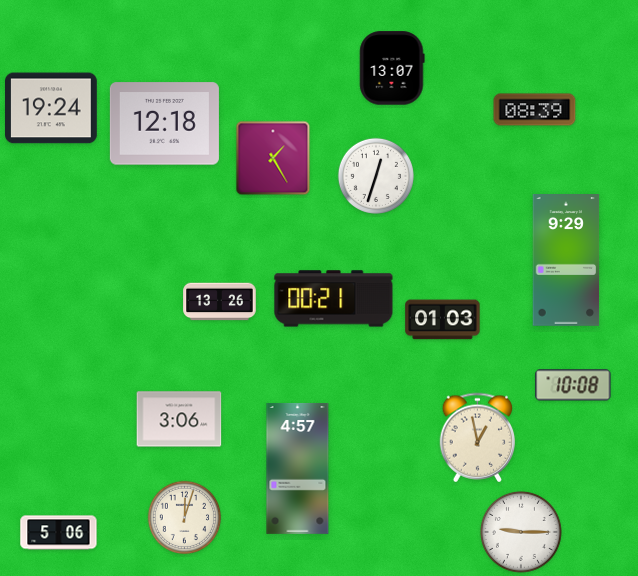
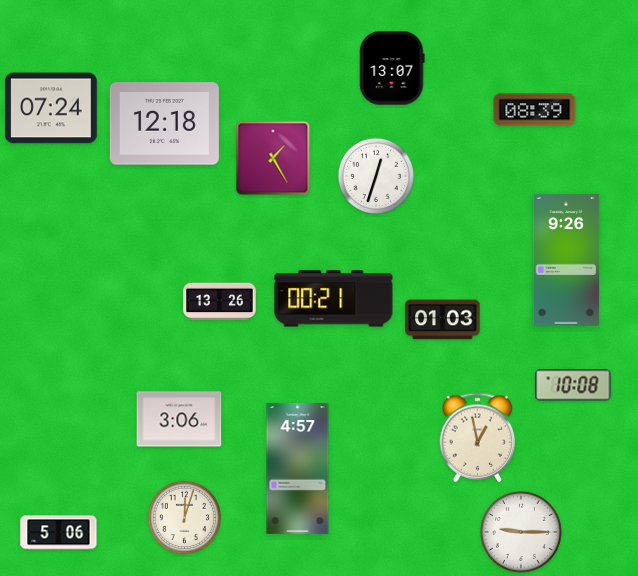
clock at (52, 108): 19:24 -> 07:24
clock at (566, 261): 9:29 -> 9:26
